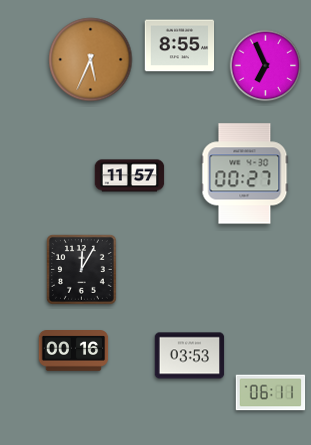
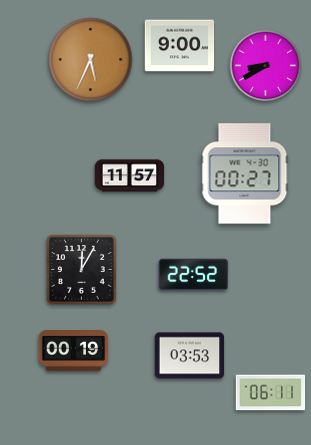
clock at (180, 46): 8:55 -> 9:00
clock at (266, 66): 6:56 -> 8:40
clock at (194, 275): none -> 22:52
clock at (74, 351): 00:16 -> 00:19
